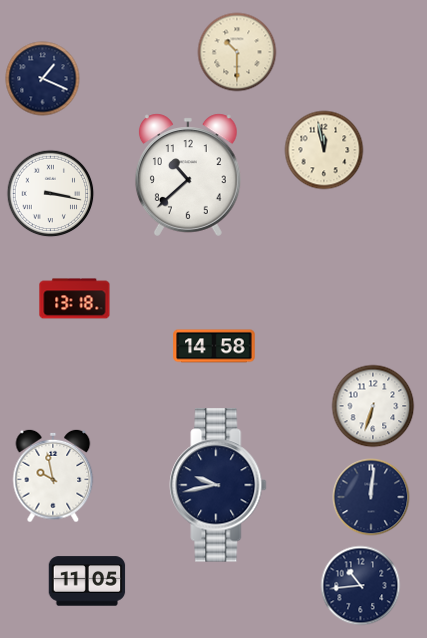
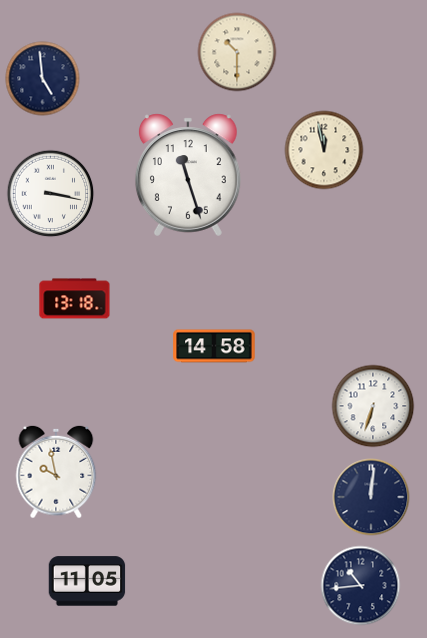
clock at (43, 79): 1:19 -> 4:59
clock at (188, 175): 10:38 -> 11:27
clock at (53, 476) position: (53, 476) -> (56, 472)
clock at (218, 485): 9:43 -> none
